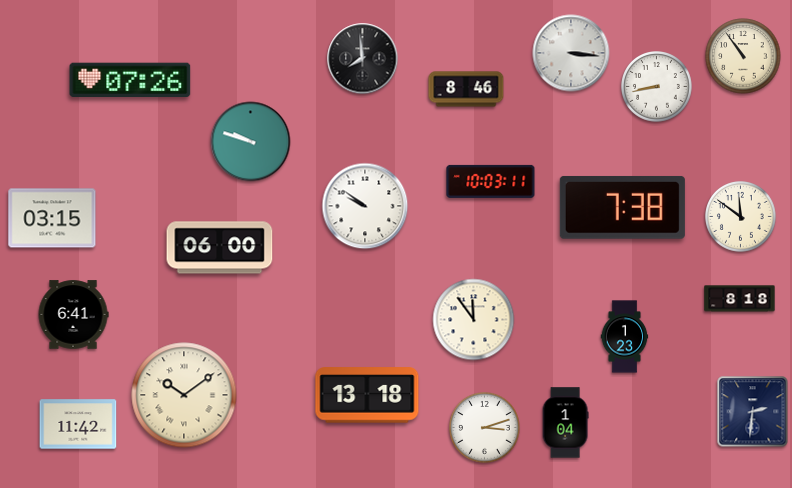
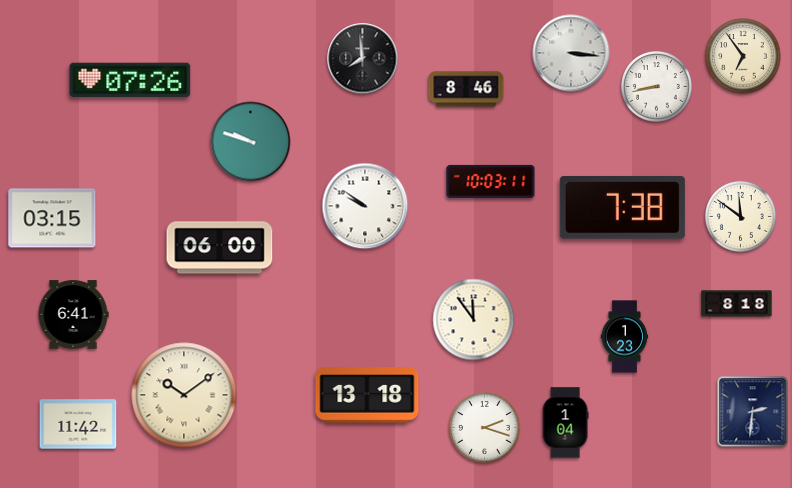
clock at (743, 56): 10:54 -> 6:54
clock at (740, 299) position: (740, 299) -> (737, 304)
clock at (485, 428): 3:12 -> 2:18
